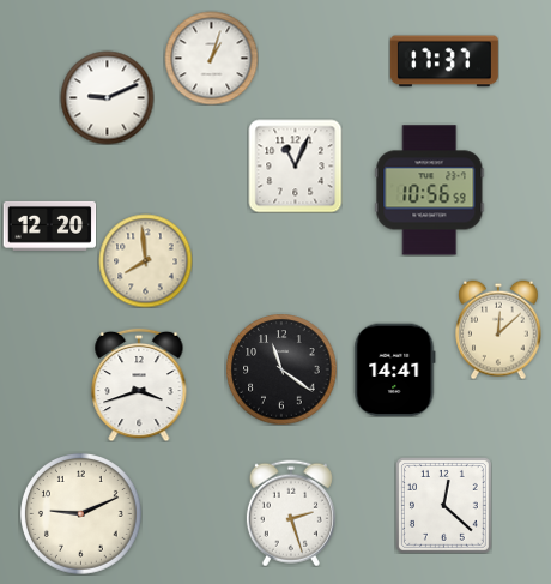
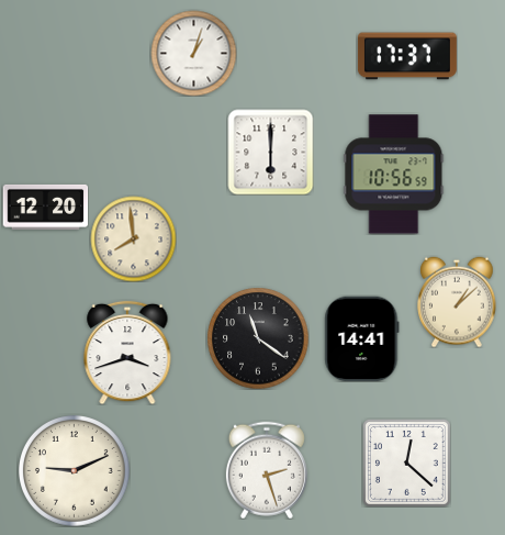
clock at (107, 97): 9:11 -> none
clock at (295, 165): 11:04 -> 6:00
clock at (498, 330): 12:08 -> 1:08
